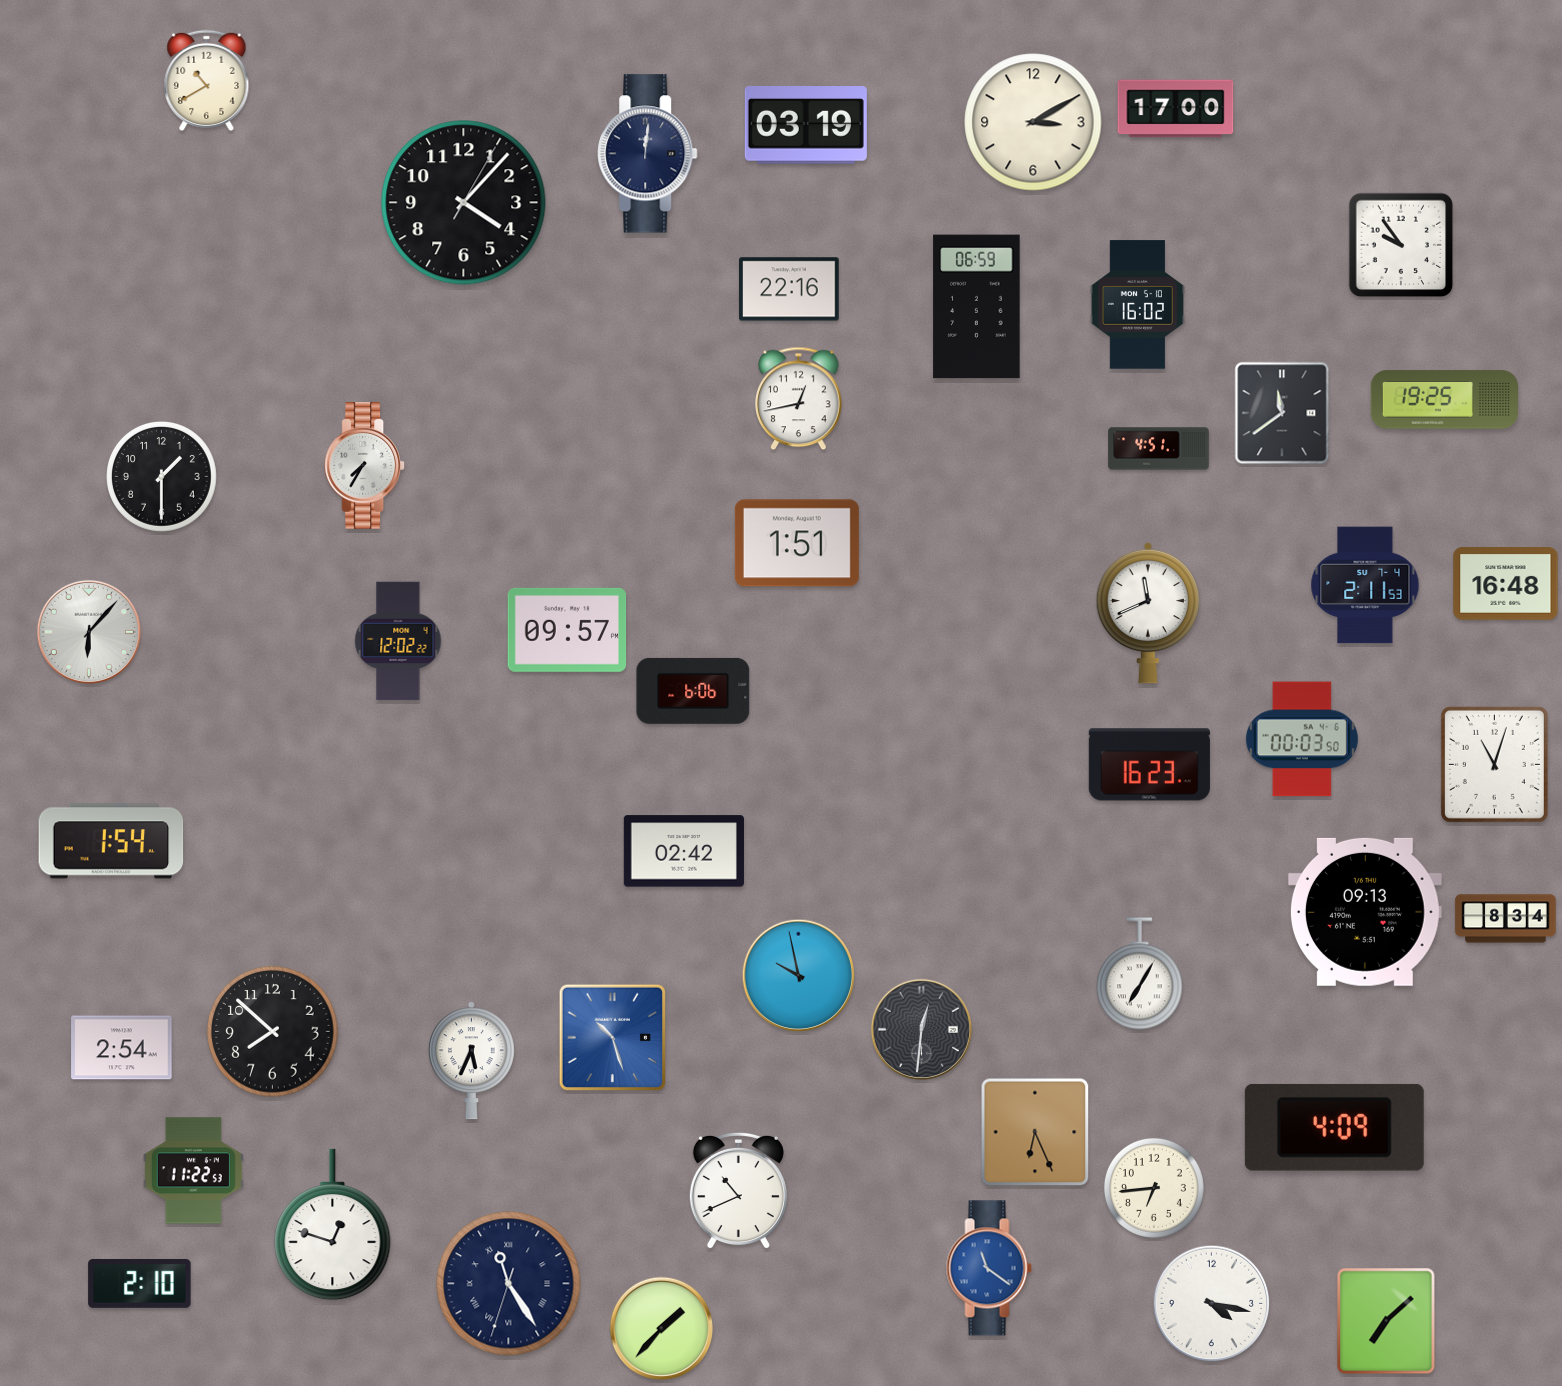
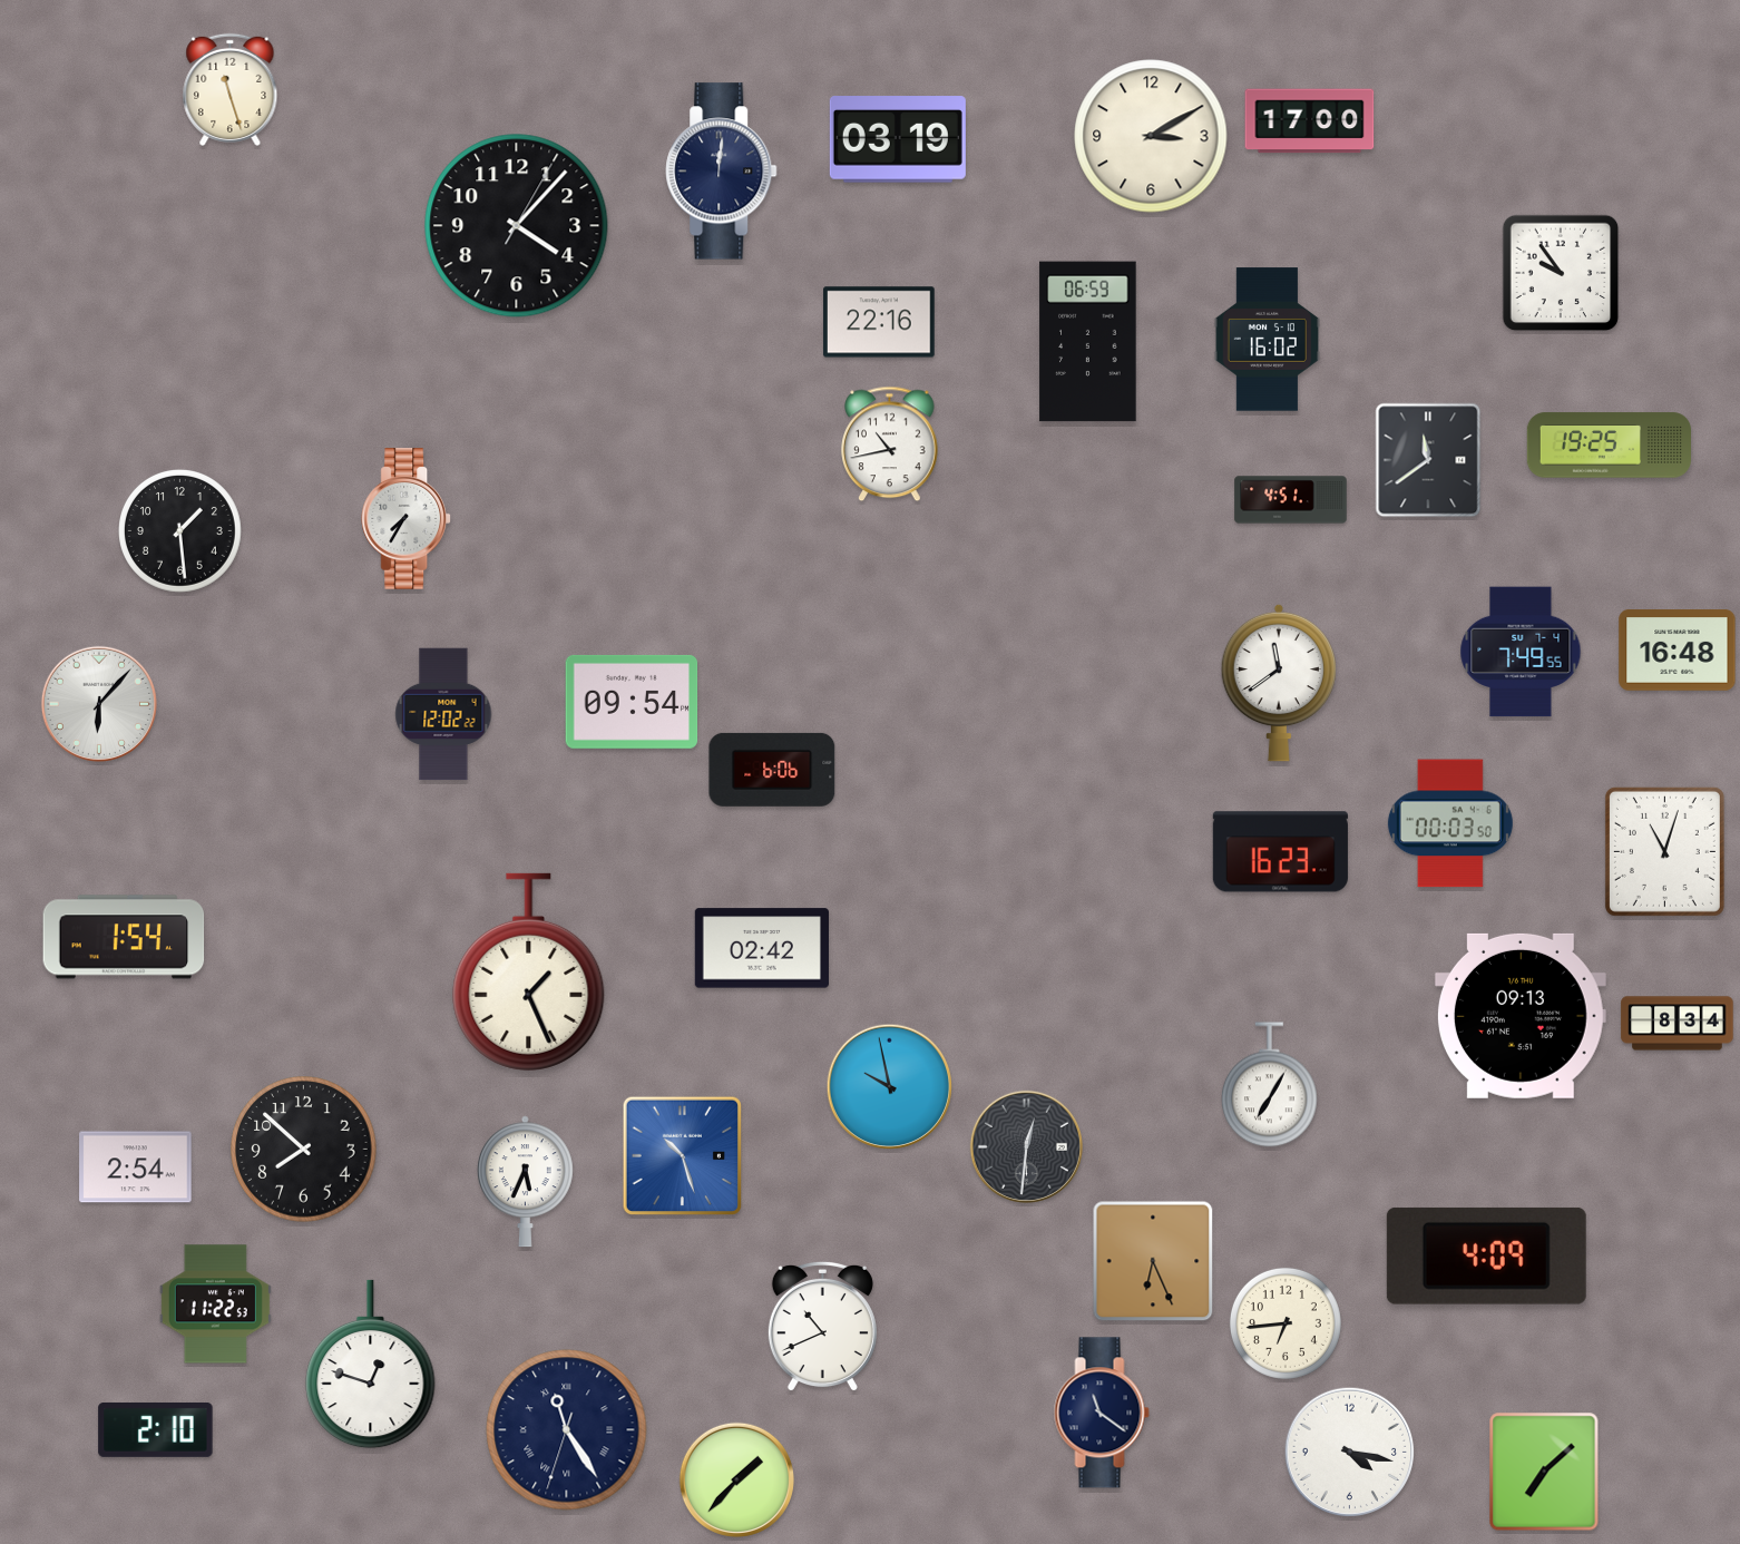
clock at (207, 80): 10:40 -> 11:27
clock at (799, 399): 12:43 -> 10:43
clock at (162, 477): 1:30 -> 1:29
clock at (797, 543): 1:51 -> none
clock at (1365, 585): 2:11 -> 7:49
clock at (1147, 613): 11:41 -> 11:39
clock at (567, 630): 09:57 -> 09:54
clock at (529, 971): none -> 1:26
clock at (989, 1268) dial: blue -> navy
